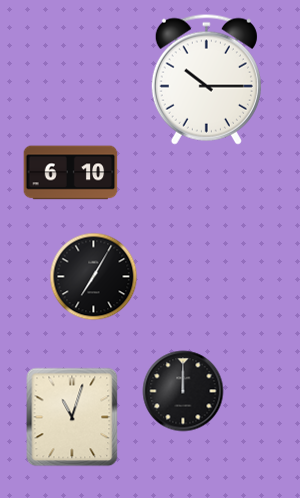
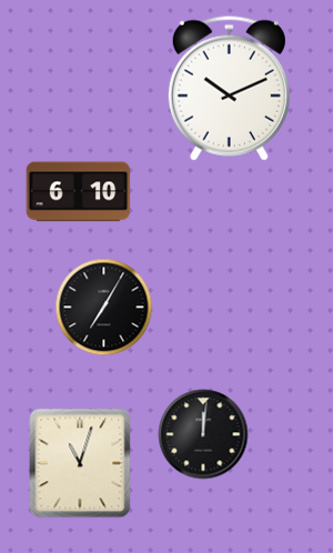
clock at (206, 79): 10:15 -> 10:11
clock at (183, 391): 12:00 -> 12:01
